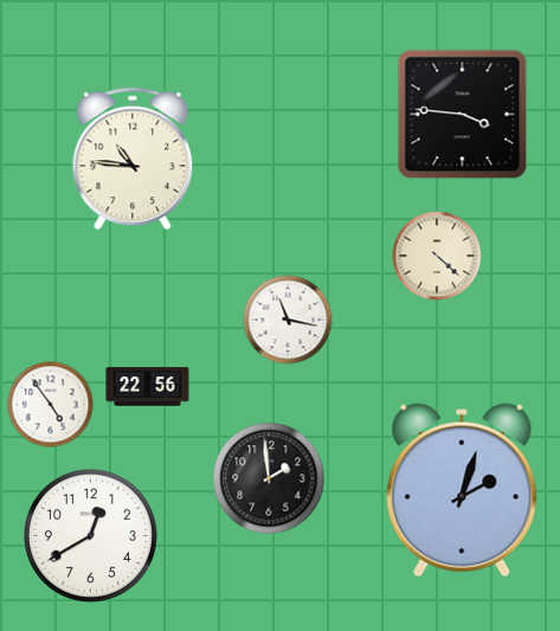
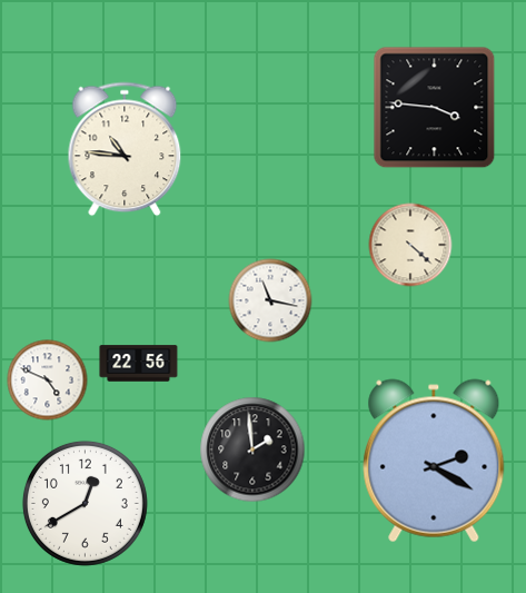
clock at (437, 256) position: (437, 256) -> (410, 245)
clock at (51, 405): 4:54 -> 4:49
clock at (462, 490): 2:03 -> 2:20
